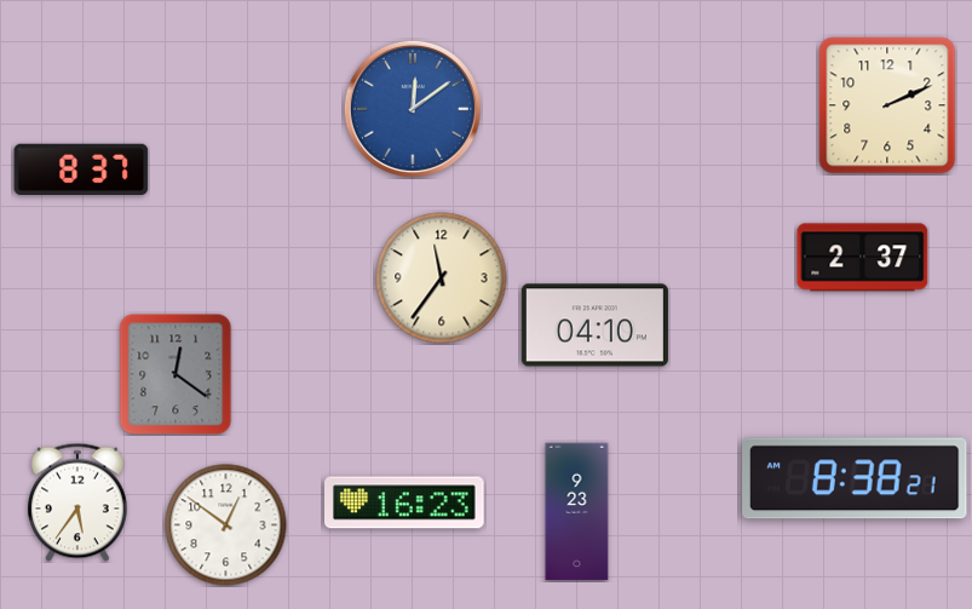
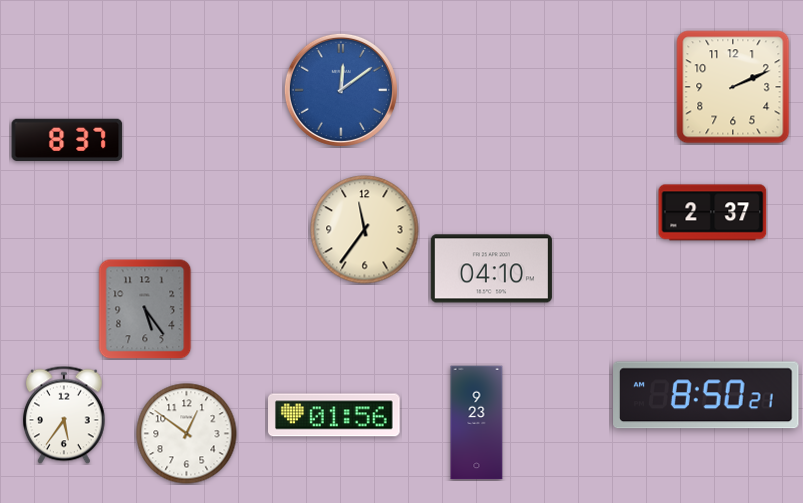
clock at (176, 374): 12:21 -> 5:24
clock at (855, 478): 8:38 -> 8:50
clock at (406, 502): 16:23 -> 01:56
